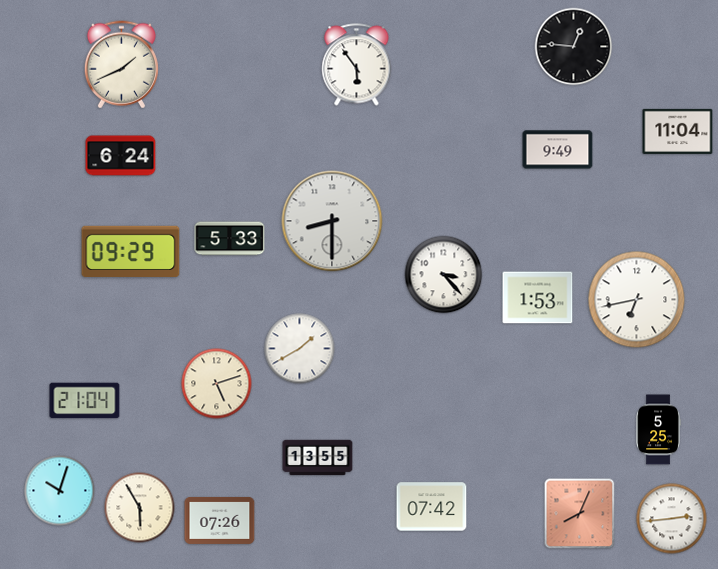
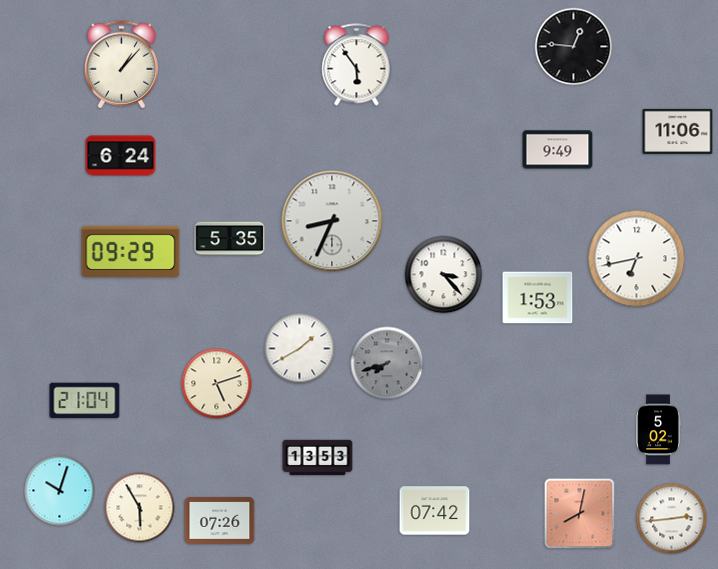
clock at (121, 65): 1:41 -> 1:07
clock at (678, 131): 11:04 -> 11:06
clock at (332, 221): 8:30 -> 8:34
clock at (230, 239): 5:33 -> 5:35
clock at (637, 300) position: (637, 300) -> (637, 259)
clock at (387, 363): none -> 7:42
clock at (658, 430): 5:25 -> 5:02
clock at (318, 458): 13:55 -> 13:53
clock at (432, 507) position: (432, 507) -> (435, 511)
clock at (580, 514): 8:04 -> 8:02
